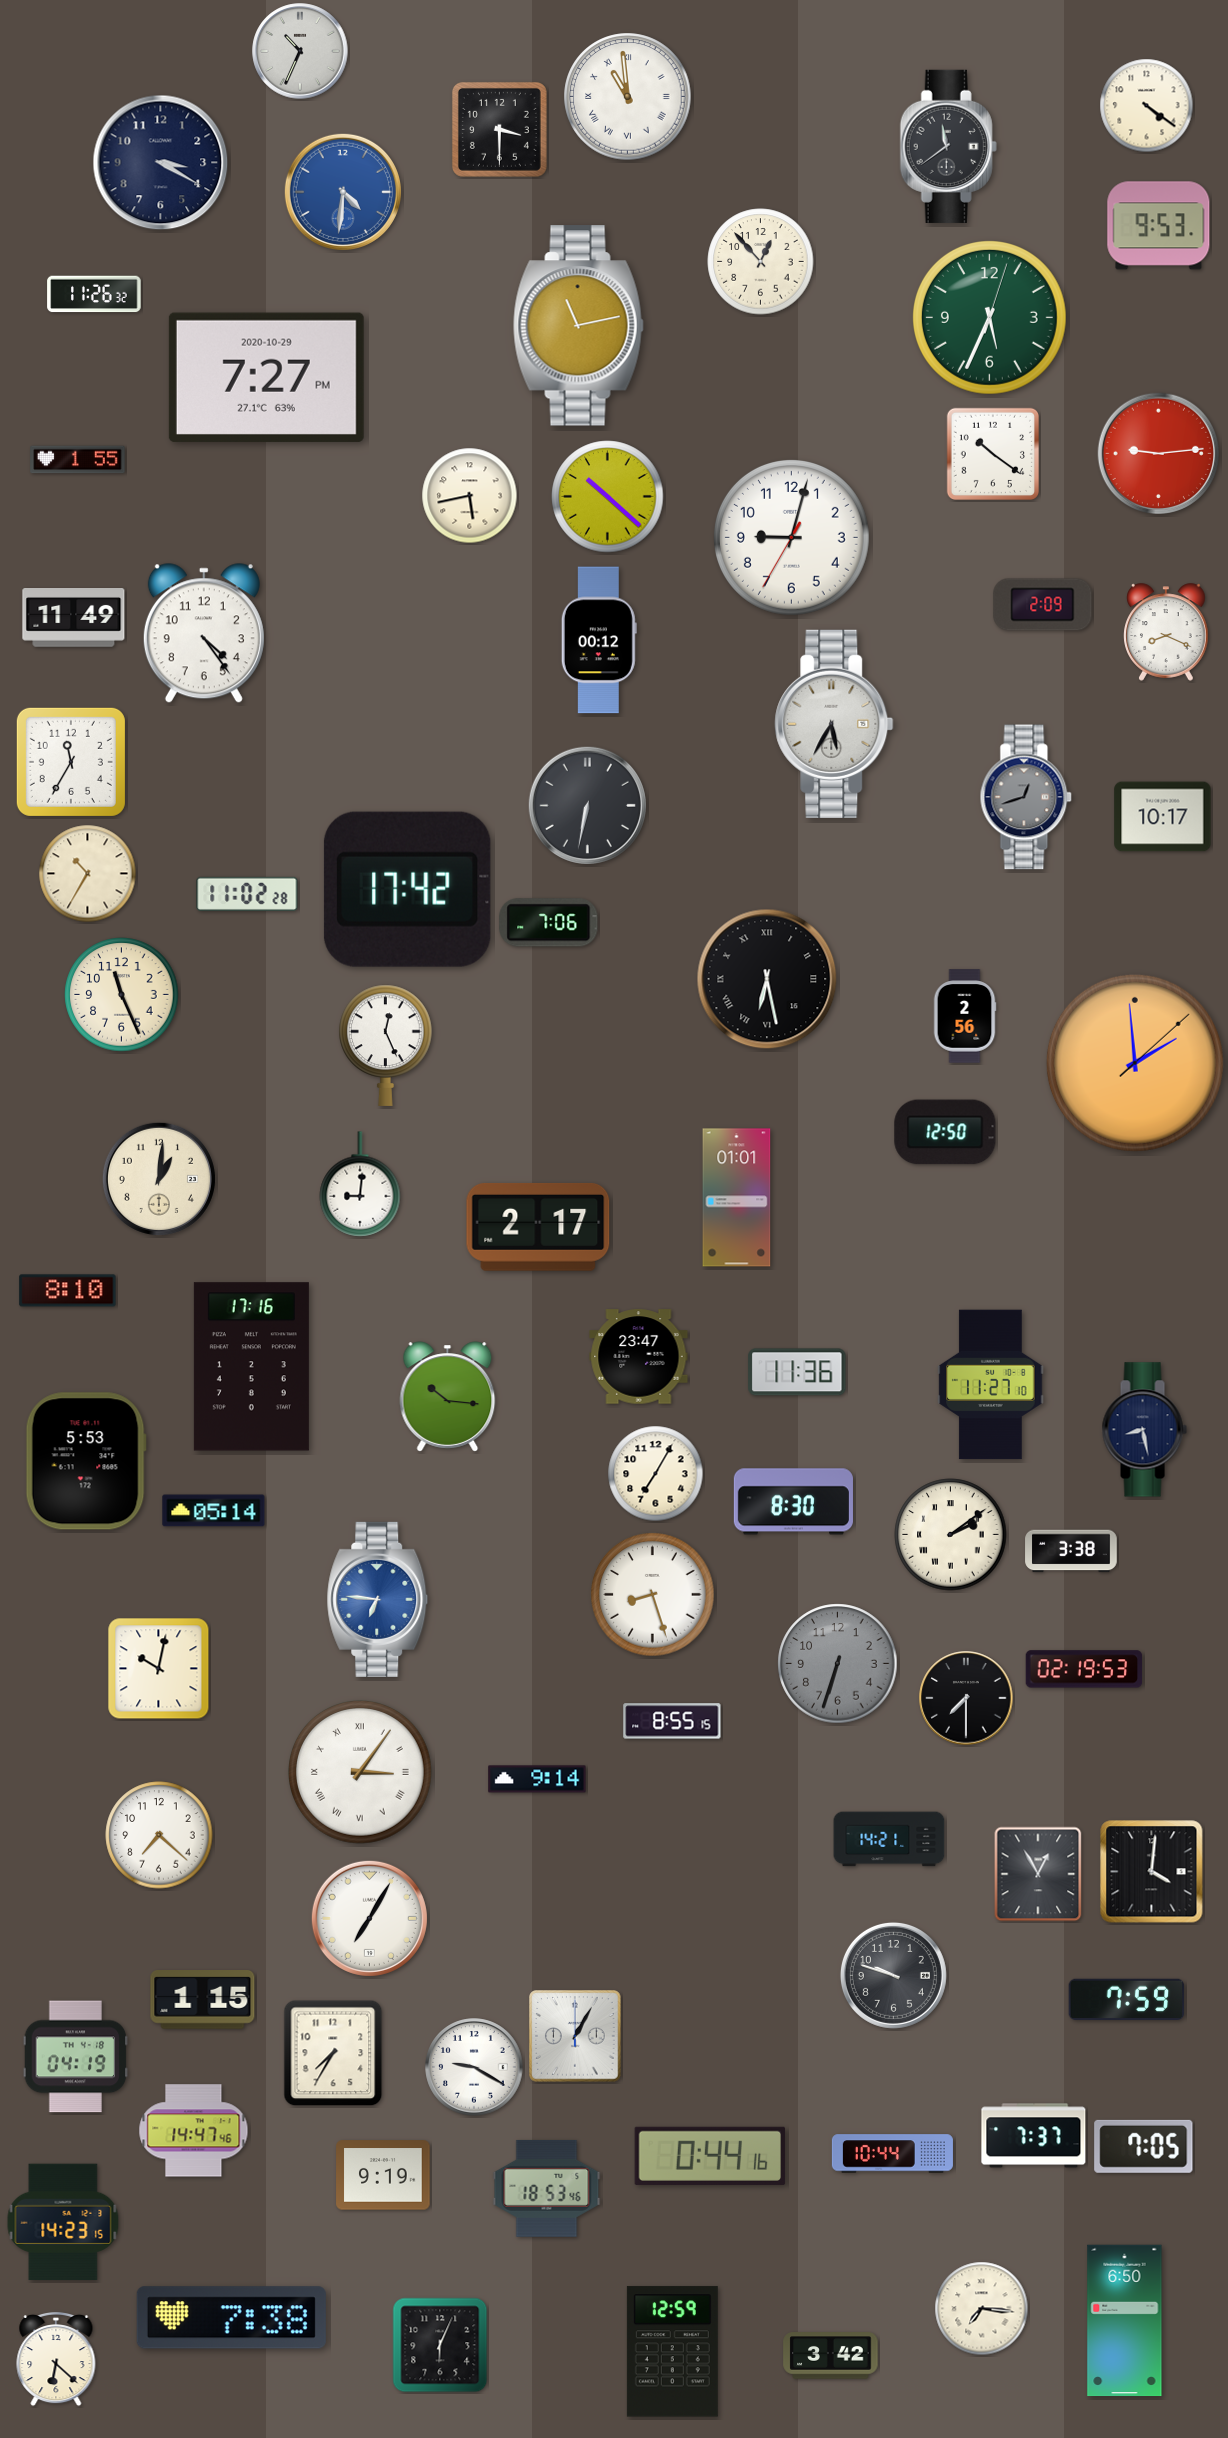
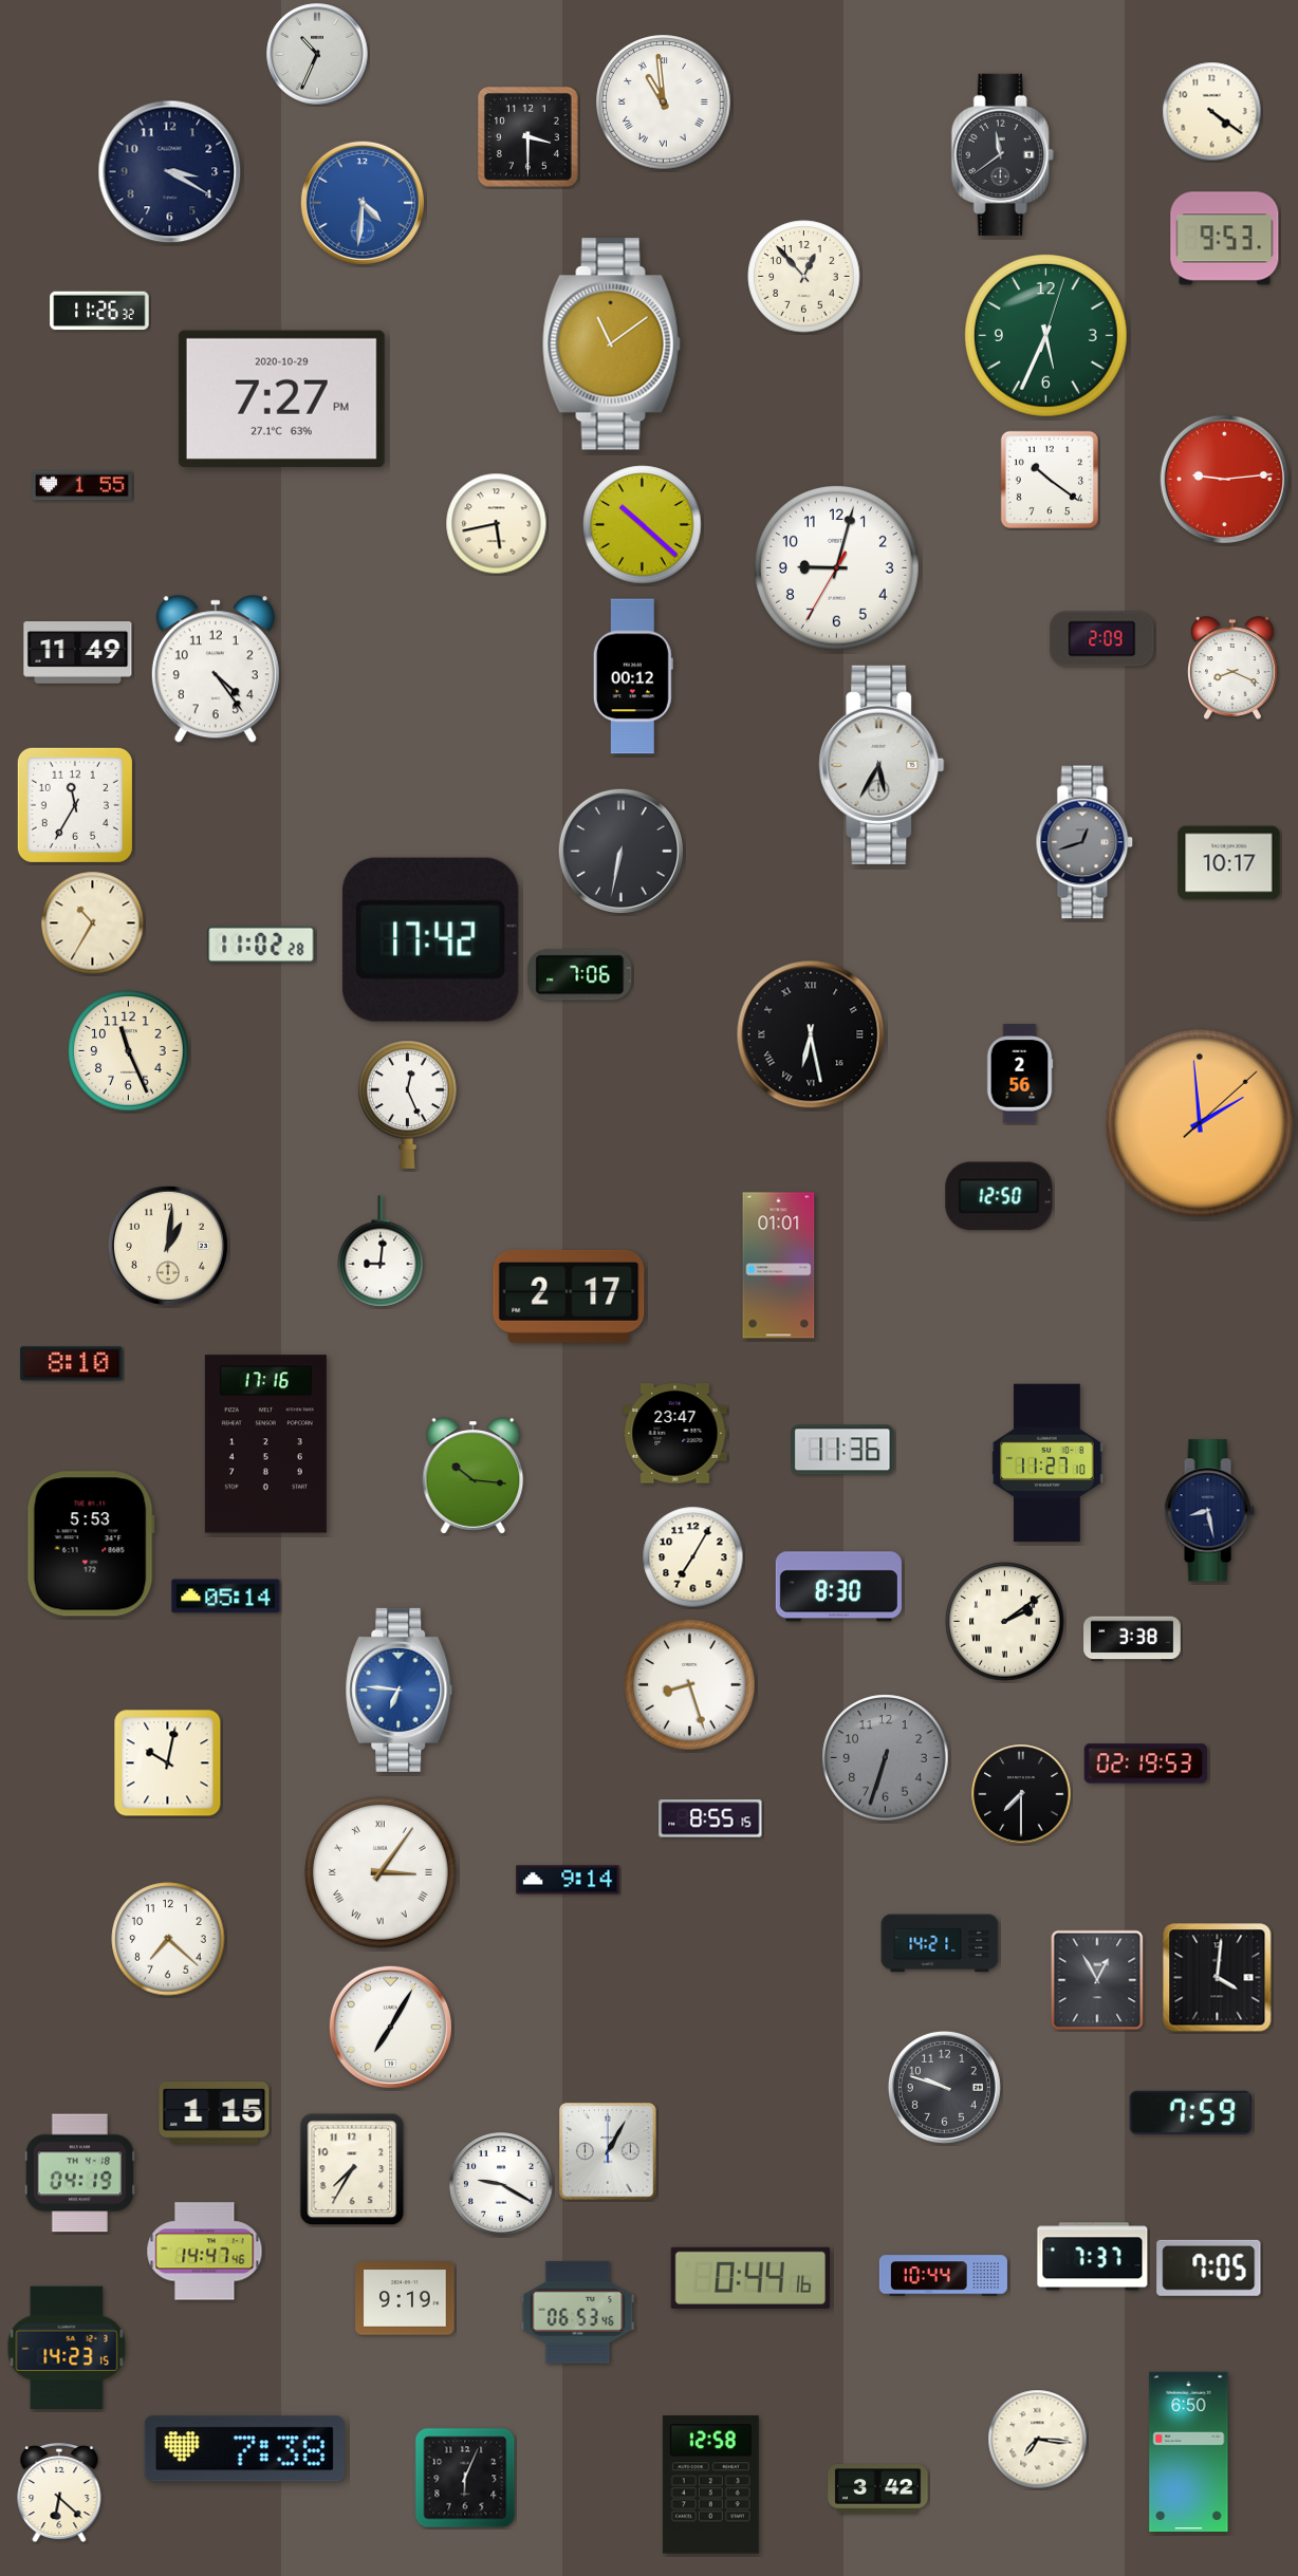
clock at (578, 326): 11:13 -> 11:09
clock at (547, 2188): 18:53 -> 06:53
clock at (672, 2352): 12:59 -> 12:58
